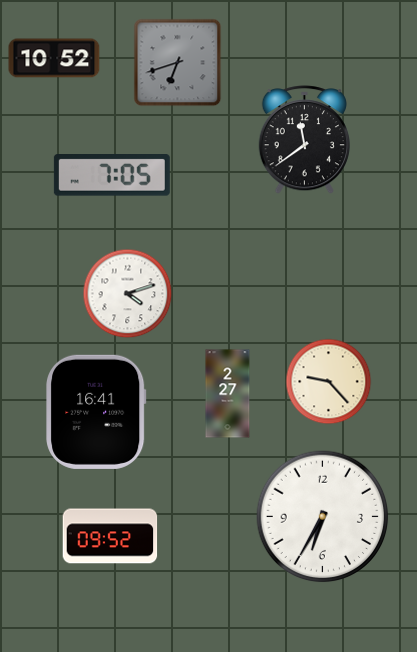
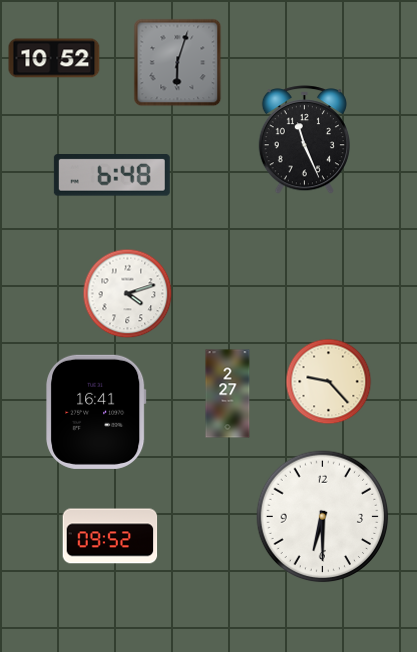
clock at (178, 63): 6:42 -> 6:03
clock at (304, 140): 11:39 -> 11:26
clock at (112, 175): 7:05 -> 6:48
clock at (323, 517): 6:35 -> 6:30
